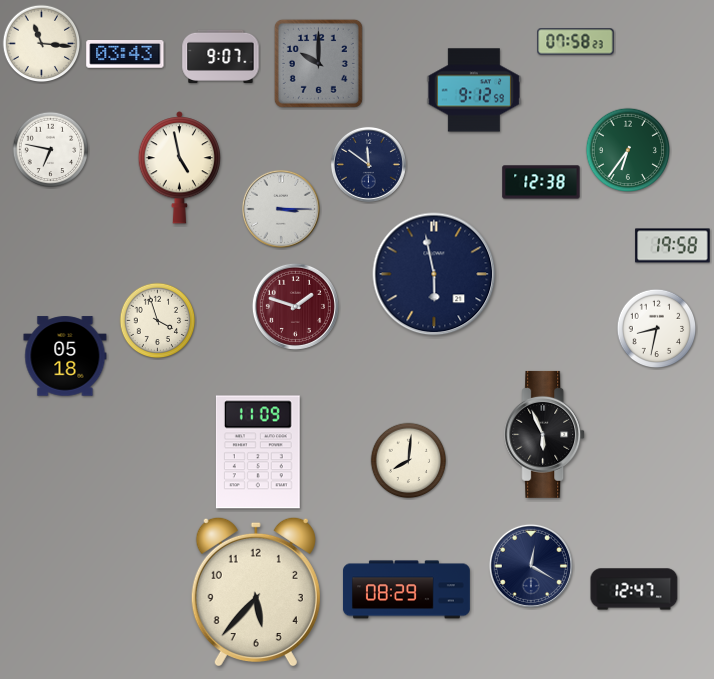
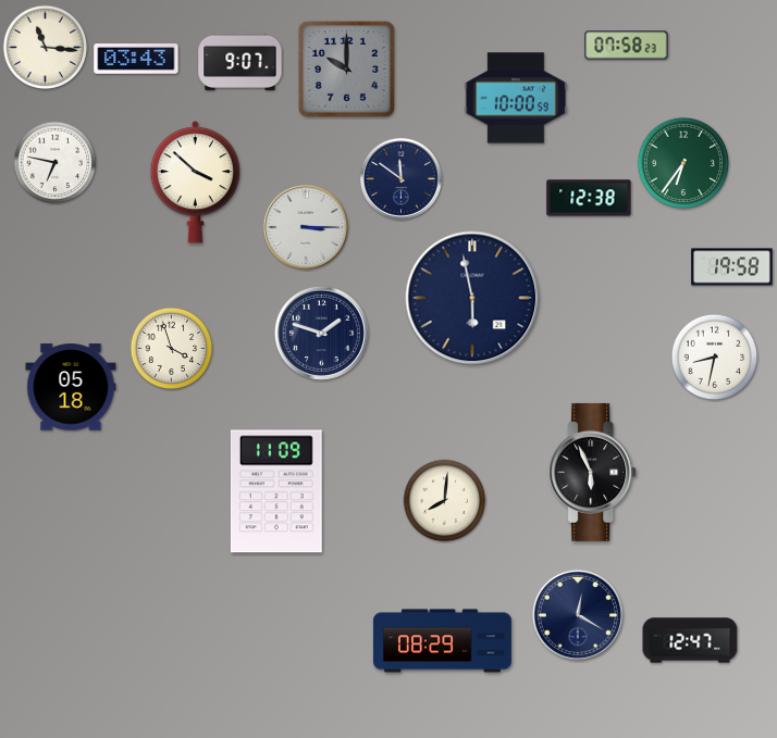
clock at (474, 90): 9:12 -> 10:00
clock at (179, 168): 4:58 -> 3:52
clock at (295, 306) dial: burgundy -> navy
clock at (258, 452) position: (258, 452) -> (276, 491)
clock at (256, 592): 5:37 -> none
